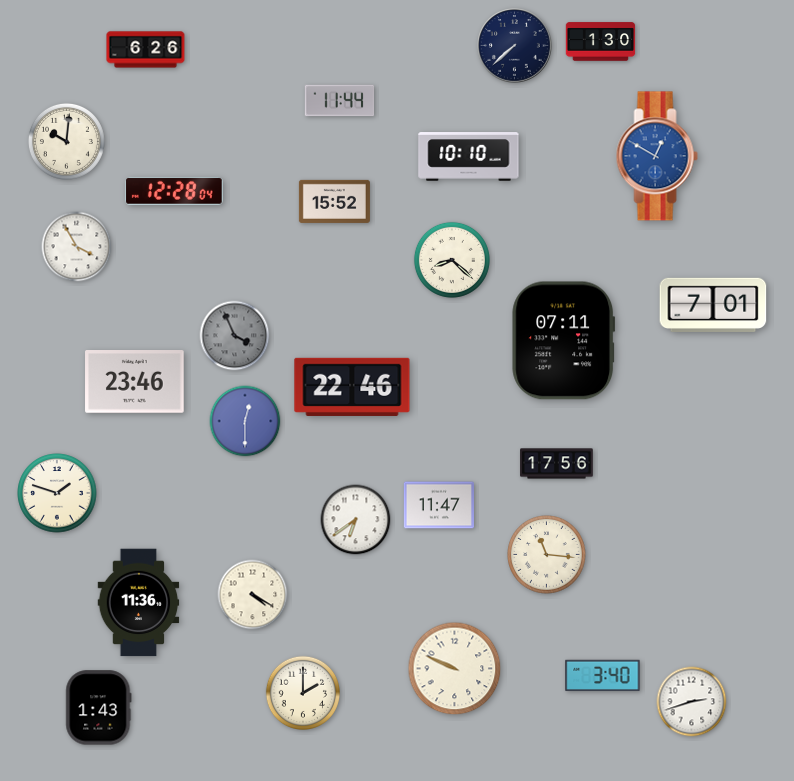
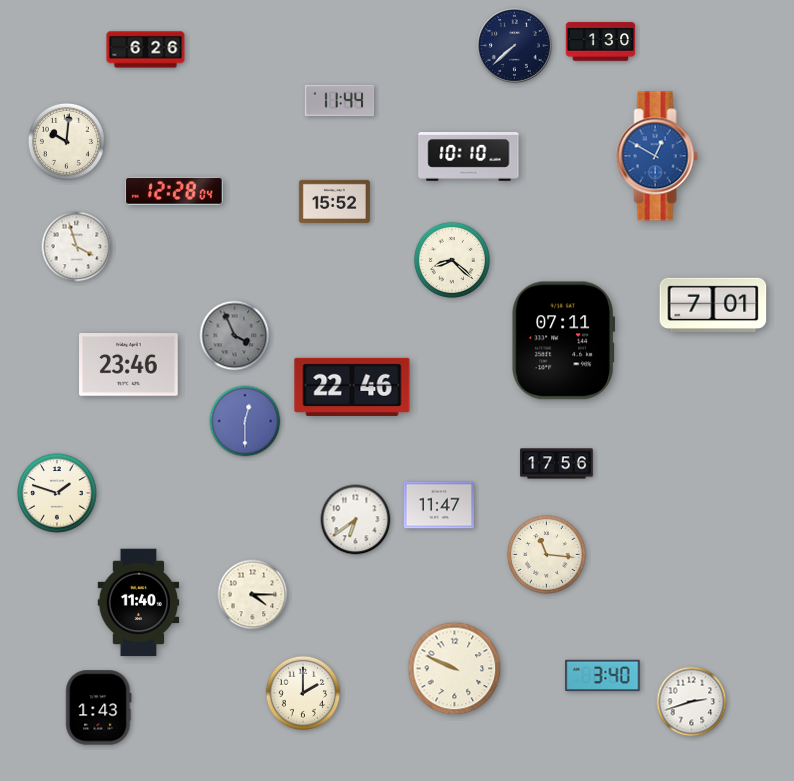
clock at (77, 247): 3:55 -> 3:57
clock at (135, 382) position: (135, 382) -> (129, 365)
clock at (253, 595): 4:20 -> 4:15
clock at (139, 603): 11:36 -> 11:40
